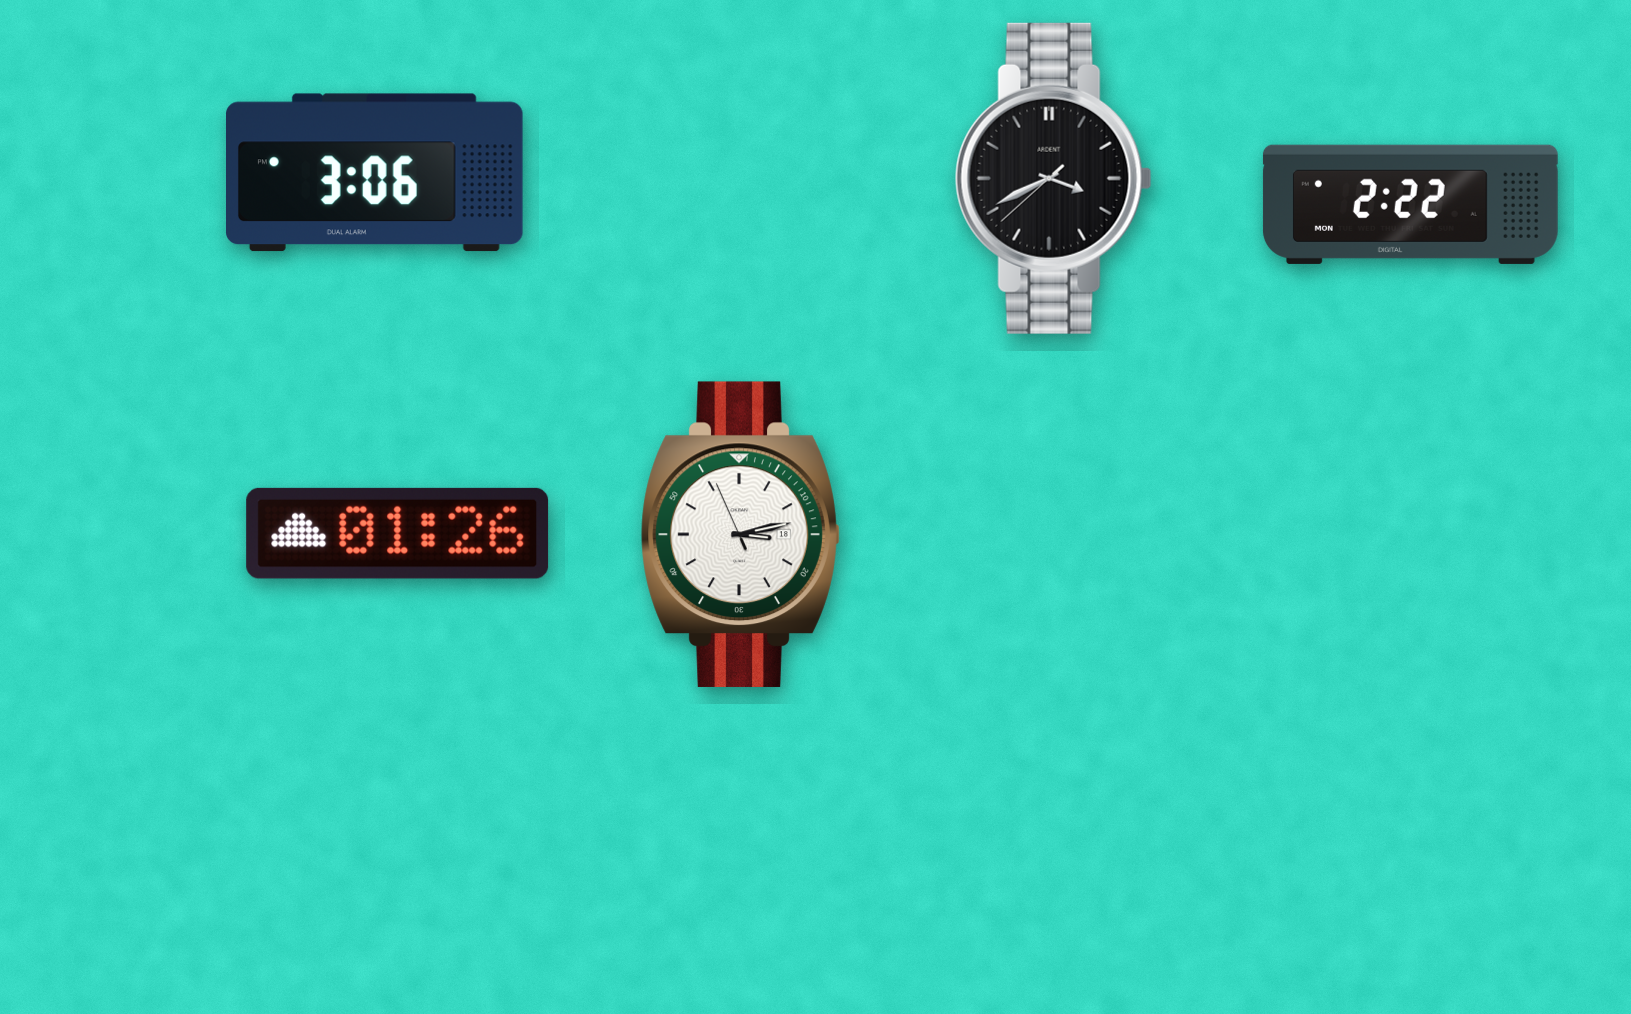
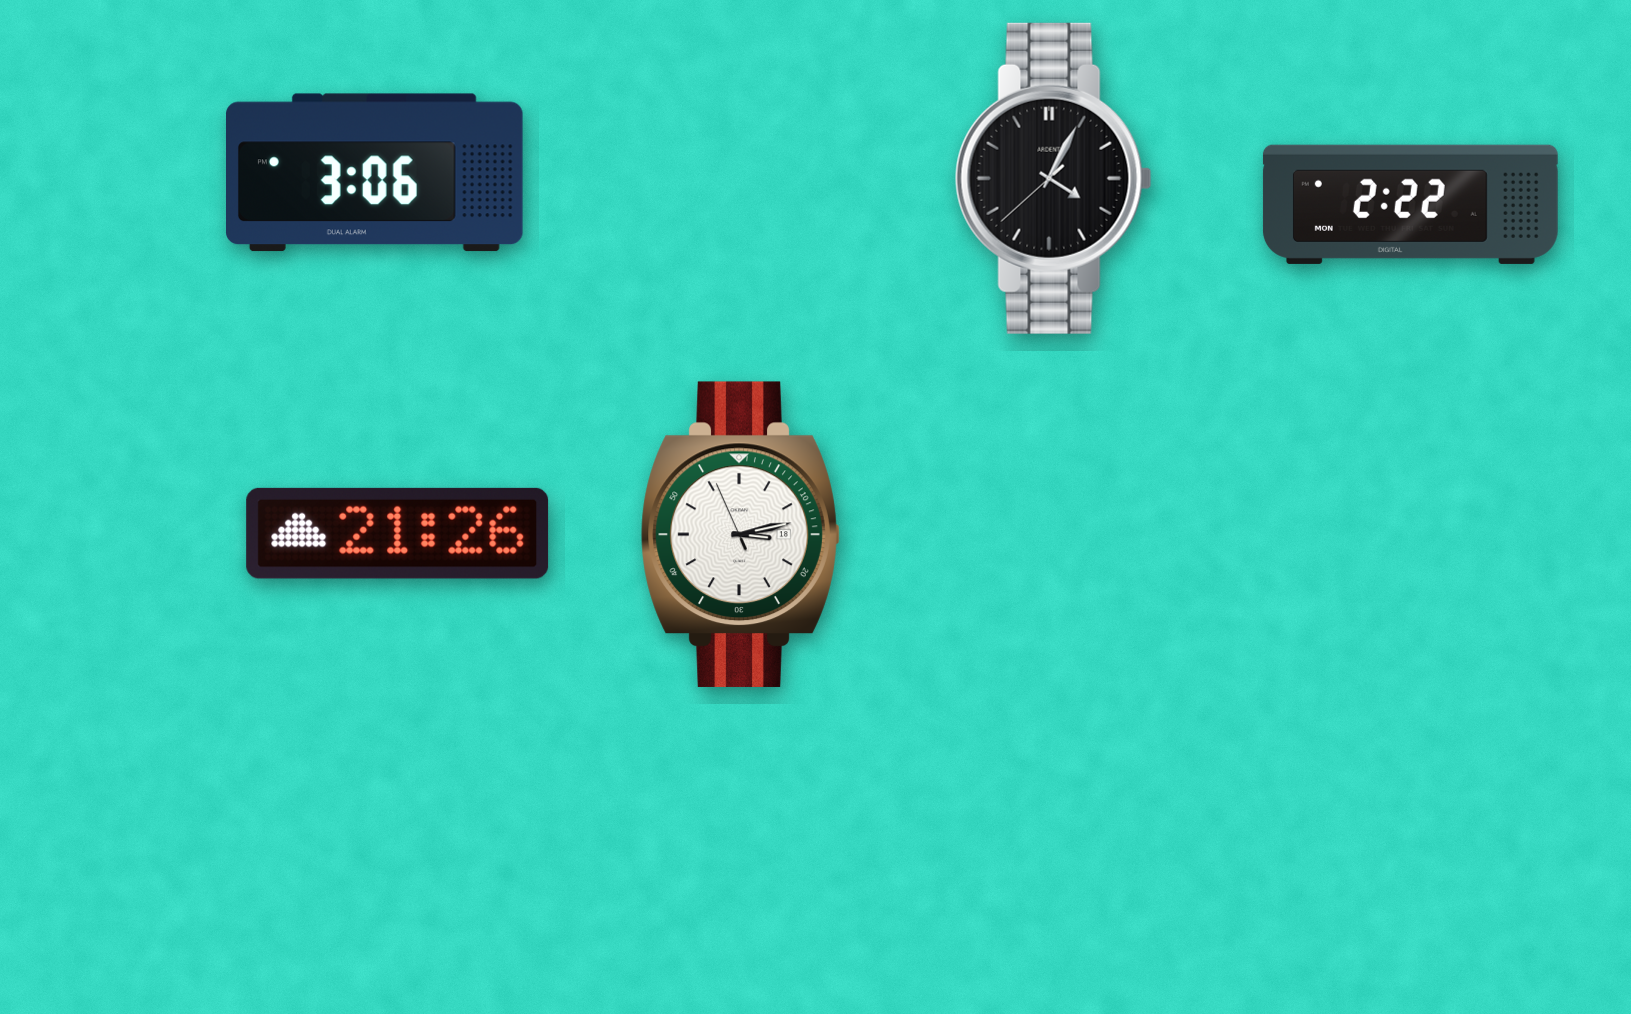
clock at (1053, 178): 3:40 -> 4:04
clock at (398, 533): 01:26 -> 21:26
